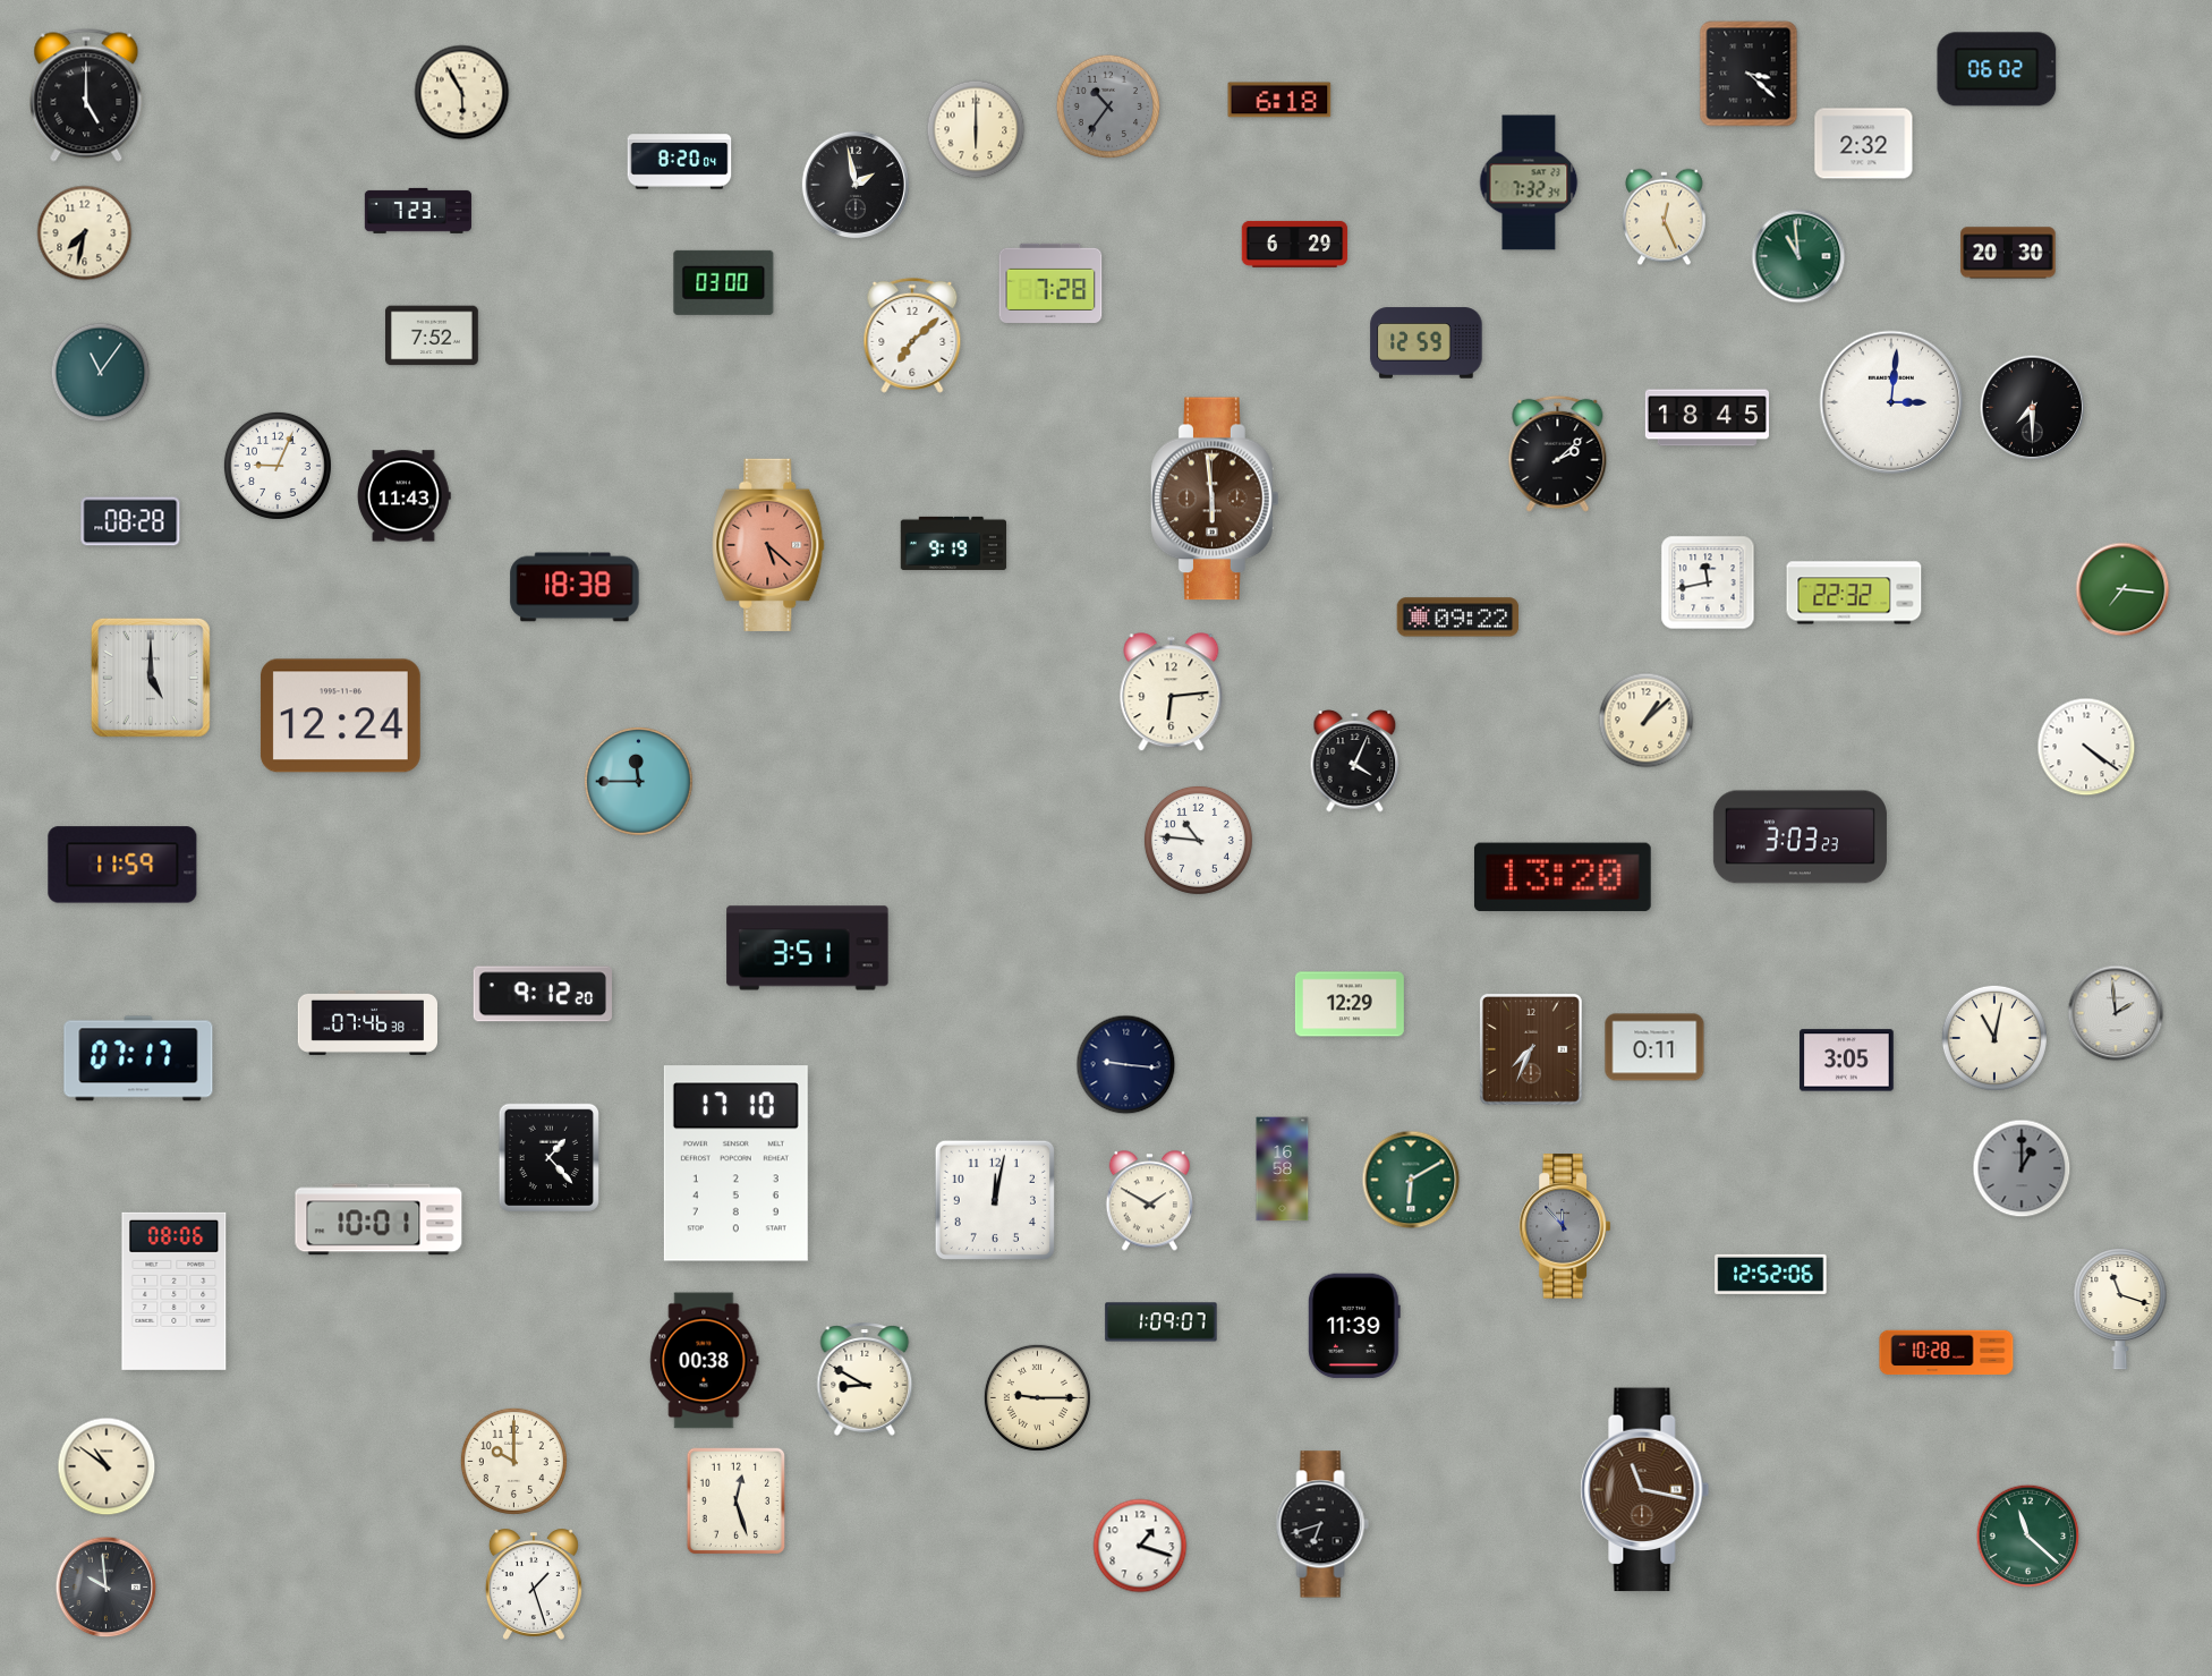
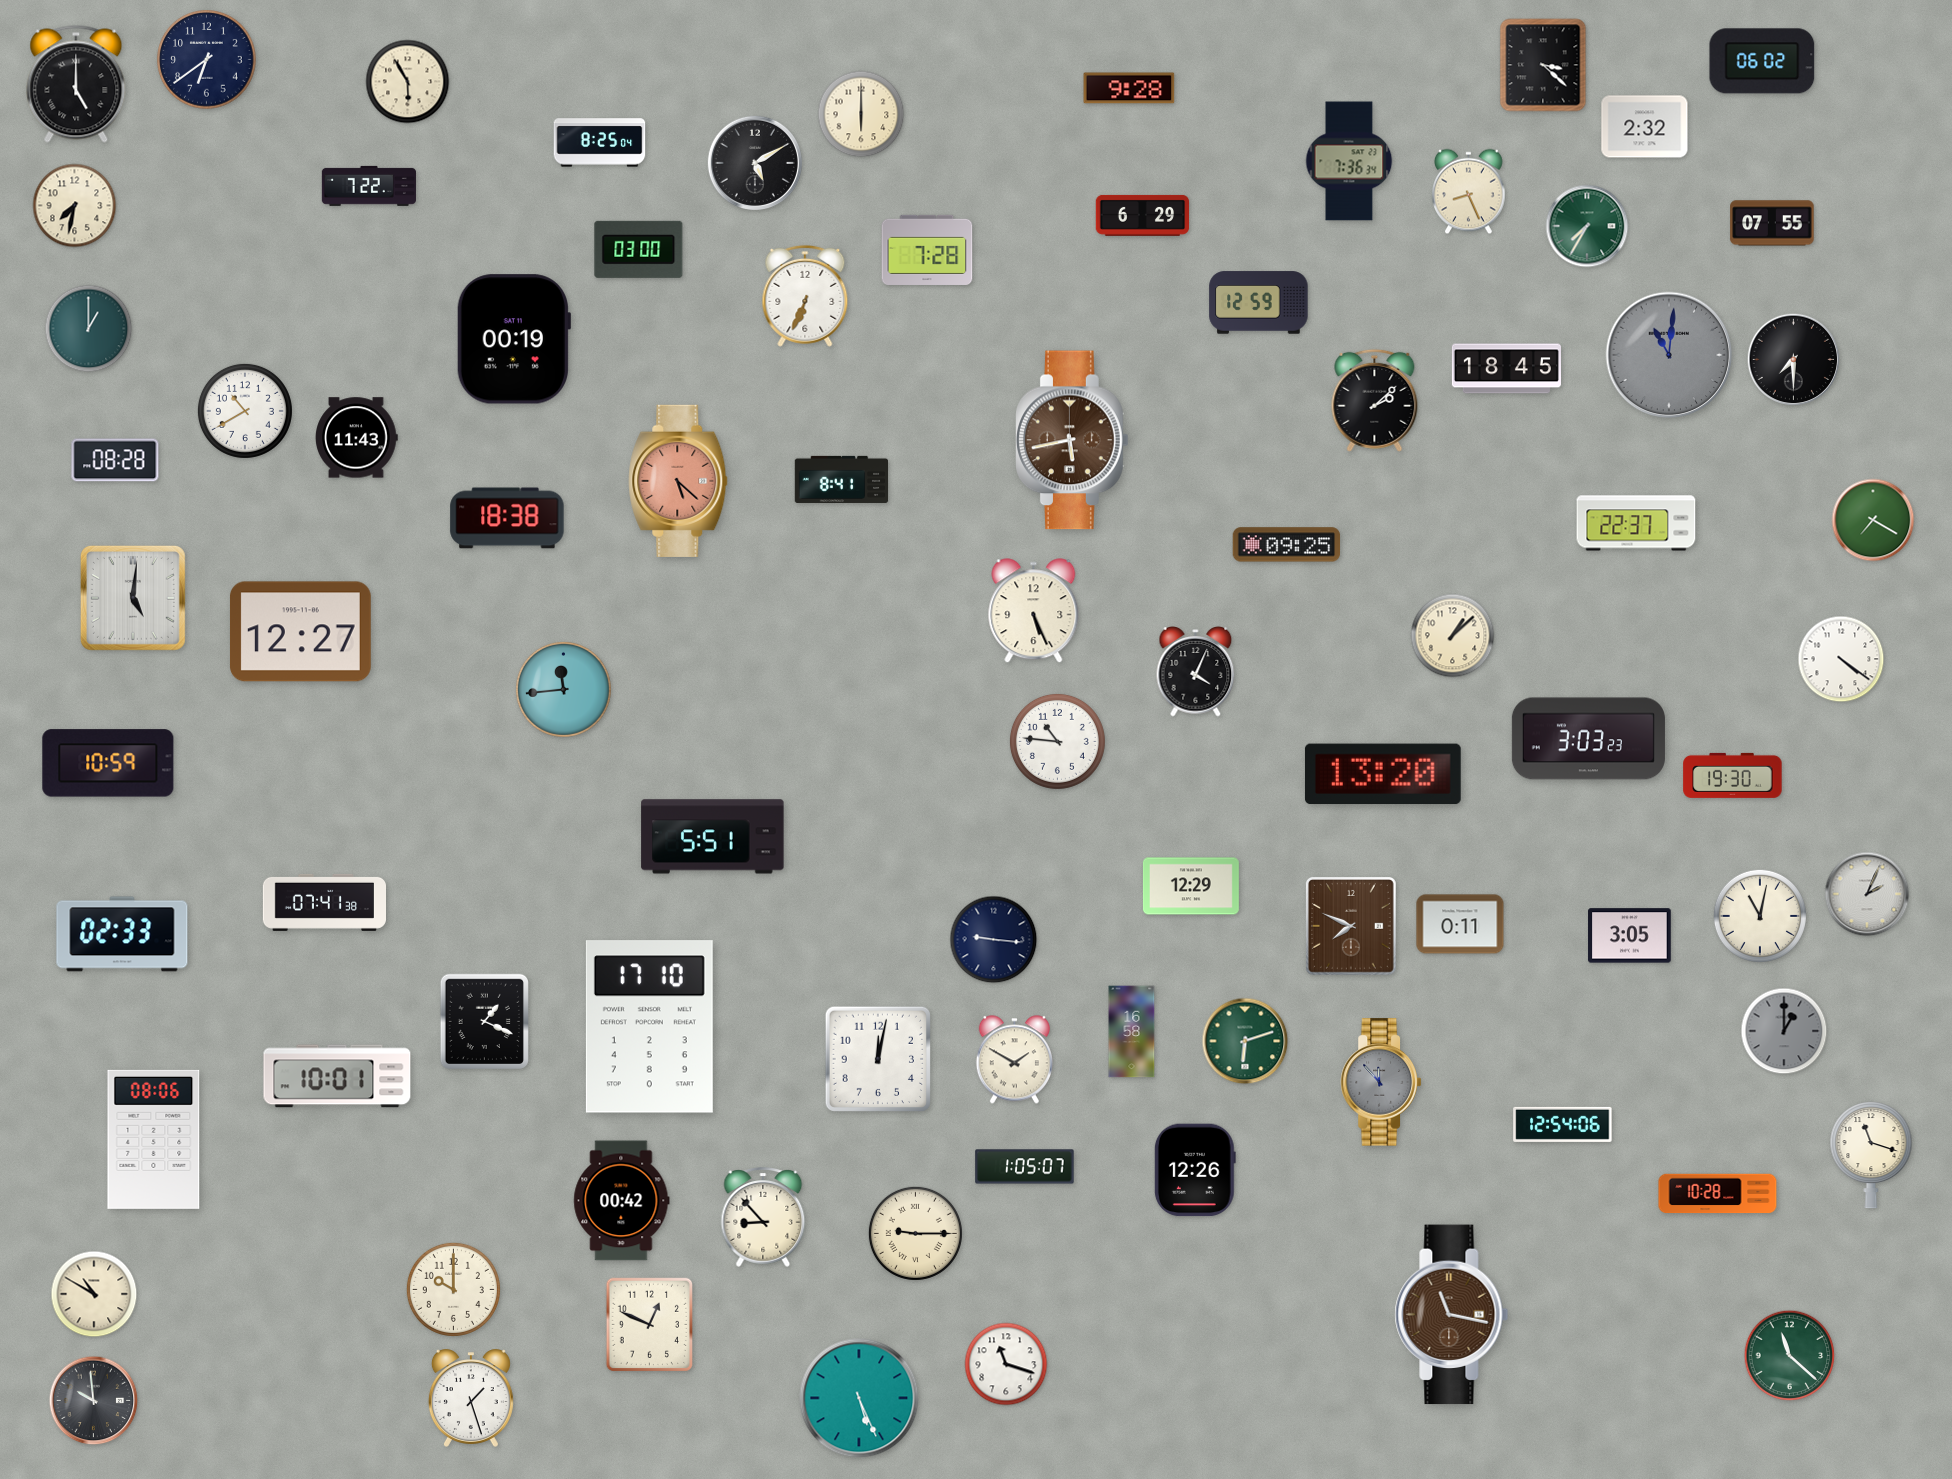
clock at (207, 60): none -> 6:39
clock at (1279, 100): 6:18 -> 9:28
clock at (1108, 107): 10:36 -> none
clock at (680, 162): 8:20 -> 8:25
clock at (1529, 182): 7:32 -> 7:36
clock at (856, 185): 1:58 -> 5:10
clock at (418, 211): 7:23 -> 7:22
clock at (1665, 218): 12:26 -> 8:26
clock at (2008, 253): 20:30 -> 07:55
clock at (1798, 256): 10:59 -> 7:35
clock at (433, 335): 7:52 -> none
clock at (912, 335): 7:08 -> 6:34
clock at (101, 373): 11:06 -> 1:00
clock at (513, 339): none -> 00:19
clock at (1891, 402): 3:01 -> 11:01
clock at (1891, 402) dial: white -> grey
clock at (278, 466): 9:04 -> 10:40
clock at (1216, 499): 5:59 -> 5:43
clock at (954, 543): 9:19 -> 8:41
clock at (1708, 582): 11:43 -> none
clock at (2122, 589): 7:16 -> 7:20
clock at (1854, 593): 22:32 -> 22:37
clock at (1458, 618): 09:22 -> 09:25
clock at (151, 678): 5:00 -> 5:01
clock at (1172, 692): 6:14 -> 5:26
clock at (340, 716): 12:24 -> 12:27
clock at (638, 781): 11:45 -> 11:44
clock at (122, 865): 11:59 -> 10:59
clock at (1563, 877) position: (1563, 877) -> (1383, 774)
clock at (1733, 775): none -> 19:30
clock at (808, 948): 3:51 -> 5:51
clock at (542, 994): 9:12 -> none
clock at (2116, 1013): 1:59 -> 2:04
clock at (367, 1022): 07:46 -> 07:41
clock at (1531, 1049): 7:34 -> 7:49
clock at (138, 1058): 07:17 -> 02:33
clock at (548, 1157): 1:23 -> 1:19
clock at (1411, 1180): 6:10 -> 6:12
clock at (378, 1219) position: (378, 1219) -> (337, 1076)
clock at (1771, 1274): 12:52 -> 12:54
clock at (1162, 1322): 1:09 -> 1:05
clock at (1354, 1326): 11:39 -> 12:26
clock at (705, 1361): 00:38 -> 00:42
clock at (865, 1379): 8:50 -> 8:53
clock at (107, 1466): 10:51 -> 10:50
clock at (735, 1501): 12:27 -> 12:49
clock at (1322, 1524): 6:42 -> none
clock at (1140, 1546): 1:18 -> 11:18
clock at (859, 1398): none -> 5:26
